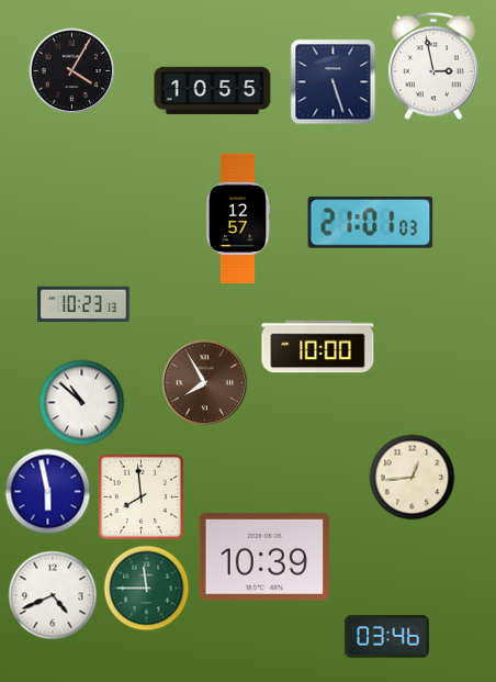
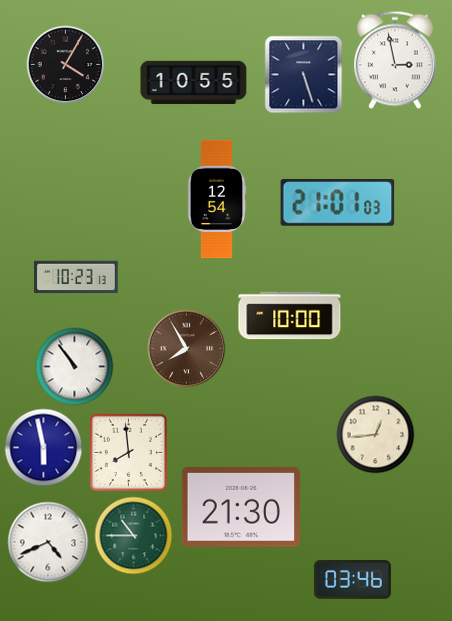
clock at (238, 219): 12:57 -> 12:54
clock at (81, 402): 10:52 -> 10:54
clock at (263, 558): 10:39 -> 21:30
clock at (146, 588): 11:45 -> 10:45
